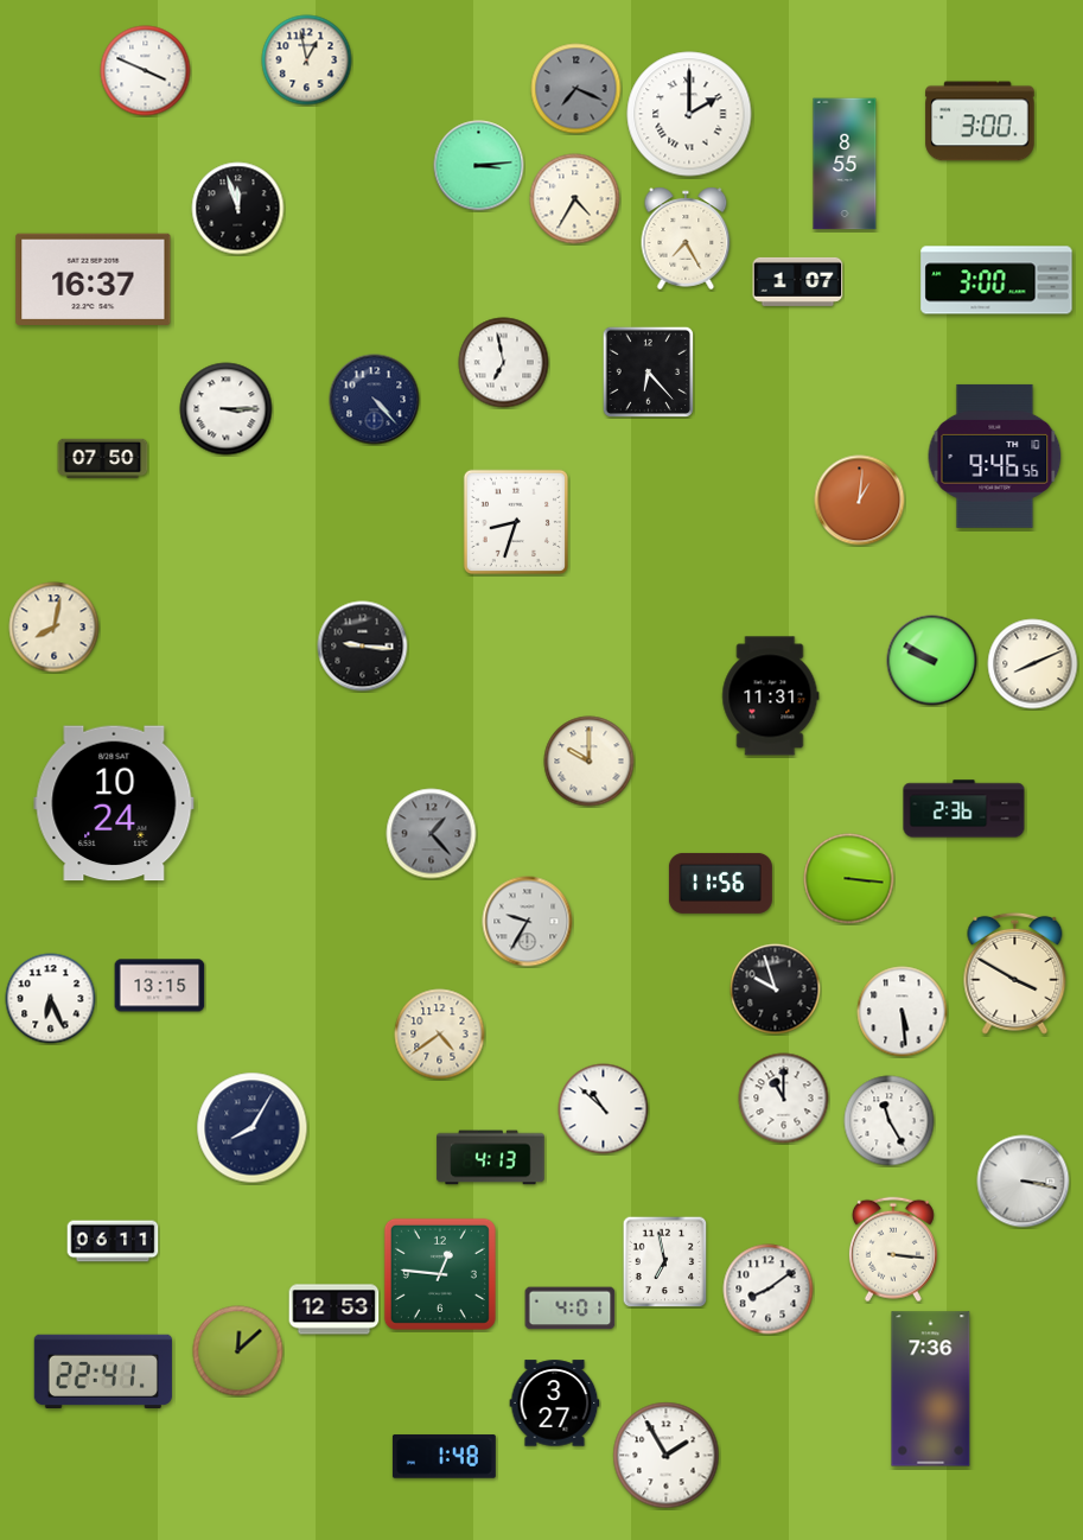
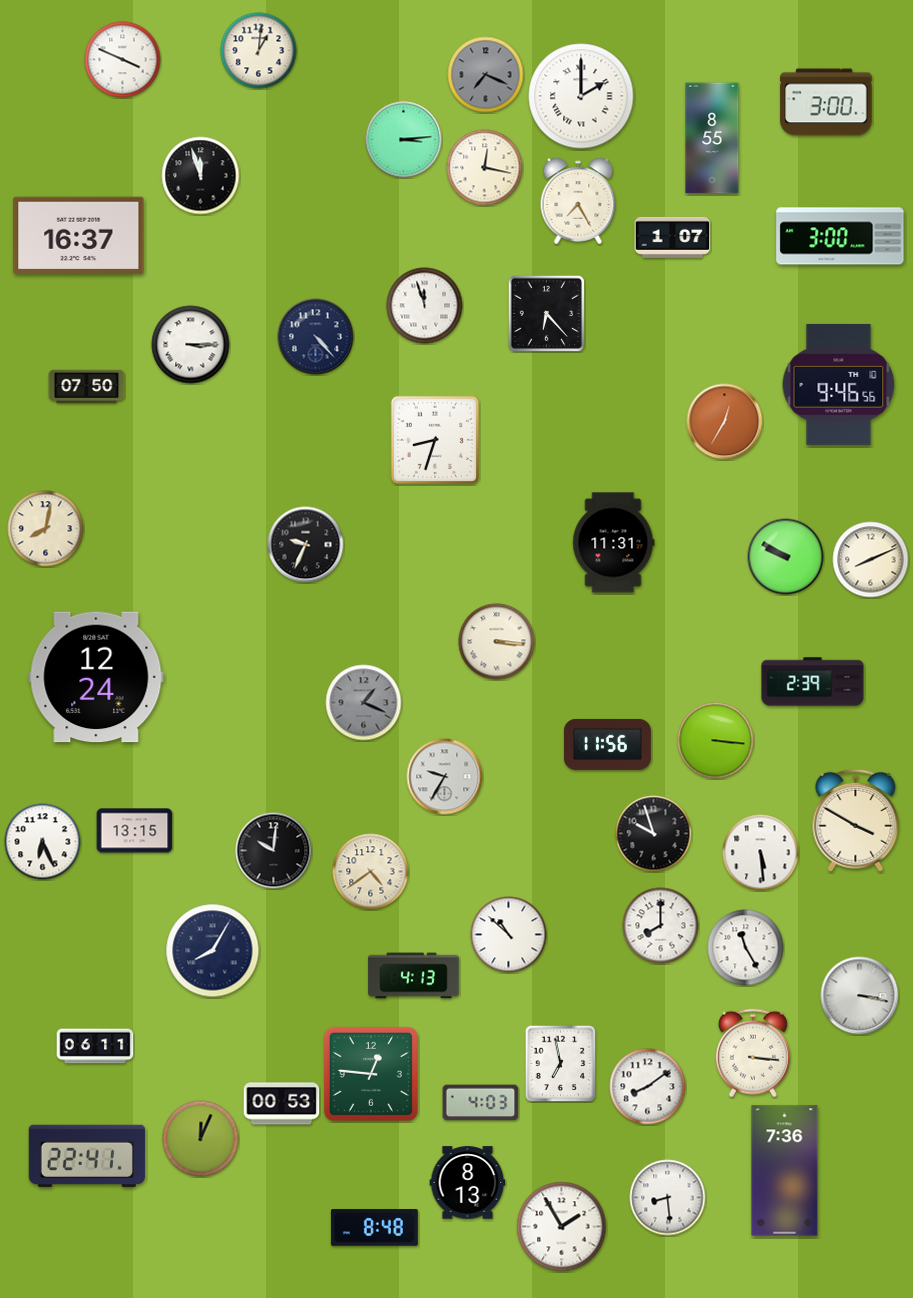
clock at (307, 61): 12:58 -> 1:01
clock at (575, 199): 4:35 -> 12:17
clock at (504, 363): 6:58 -> 11:57
clock at (860, 501): 1:01 -> 12:35
clock at (363, 647): 9:16 -> 9:34
clock at (771, 696) position: (771, 696) -> (614, 543)
clock at (590, 762): 10:00 -> 3:16
clock at (114, 803): 10:24 -> 12:24
clock at (964, 809): 2:36 -> 2:39
clock at (432, 834): 1:23 -> 1:19
clock at (274, 851): none -> 10:01
clock at (784, 1099): 11:00 -> 8:00
clock at (890, 1121) position: (890, 1121) -> (746, 948)
clock at (1024, 1182) position: (1024, 1182) -> (860, 996)
clock at (571, 1309): 4:01 -> 4:03
clock at (335, 1310): 12:53 -> 00:53
clock at (238, 1351): 12:08 -> 12:04
clock at (555, 1404): 3:27 -> 8:13
clock at (668, 1198): none -> 8:29
clock at (444, 1457): 1:48 -> 8:48
